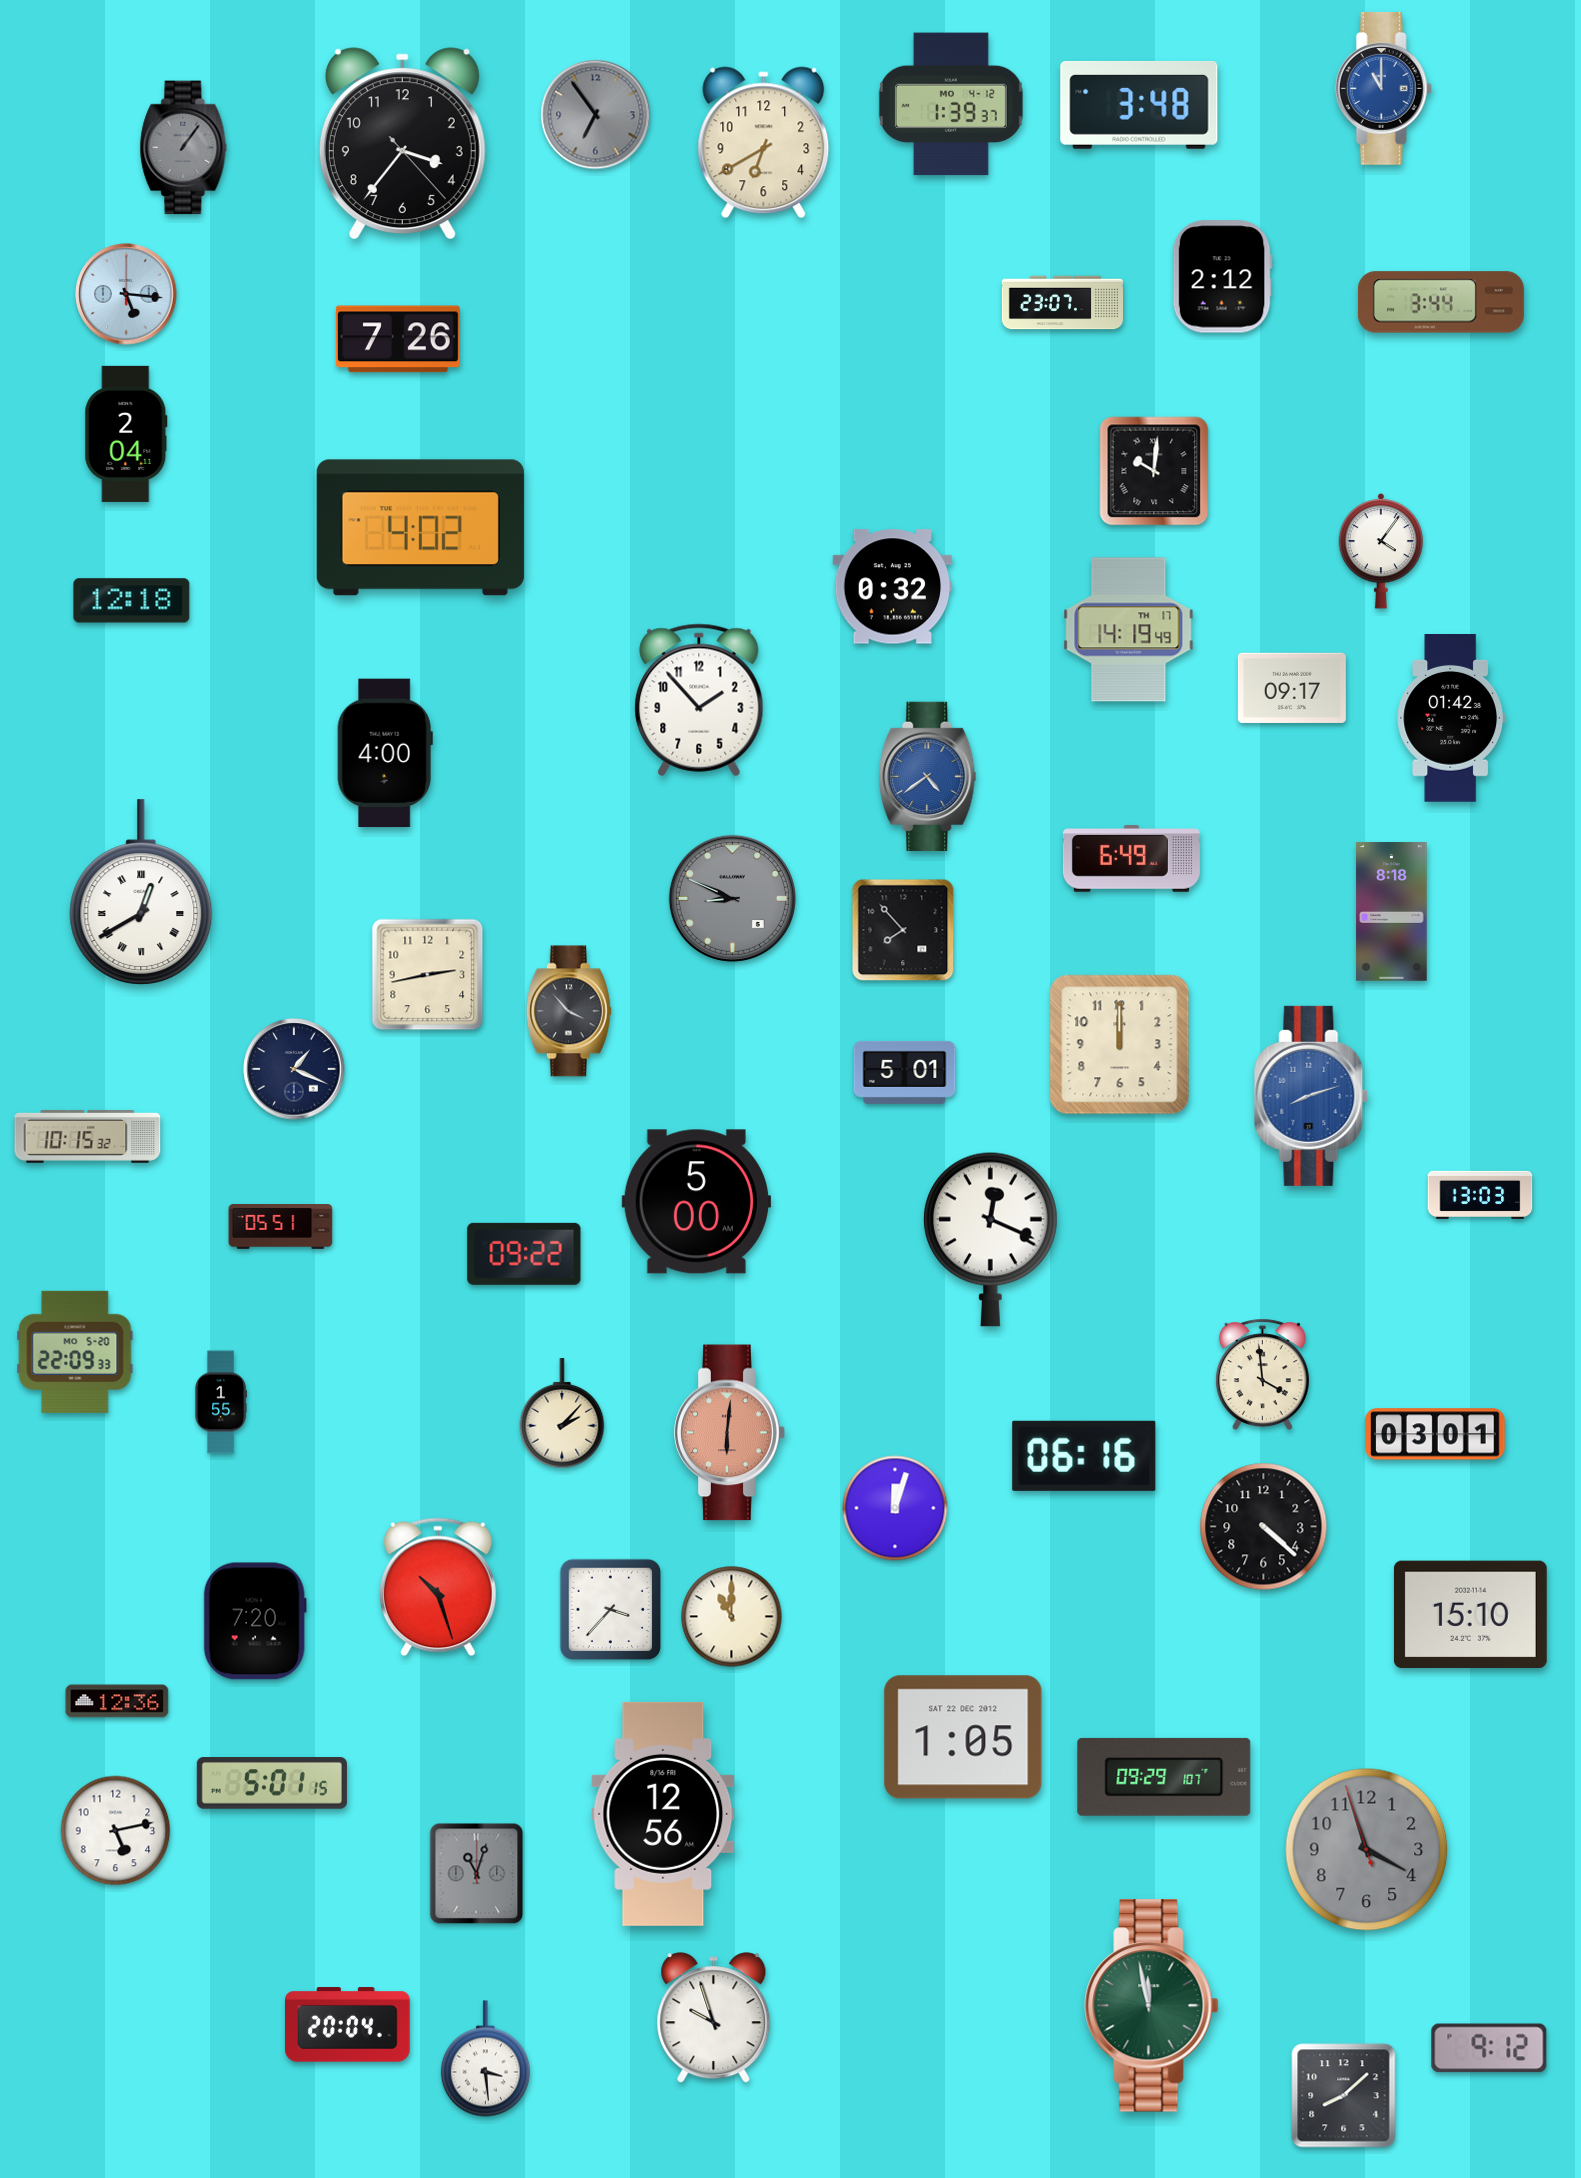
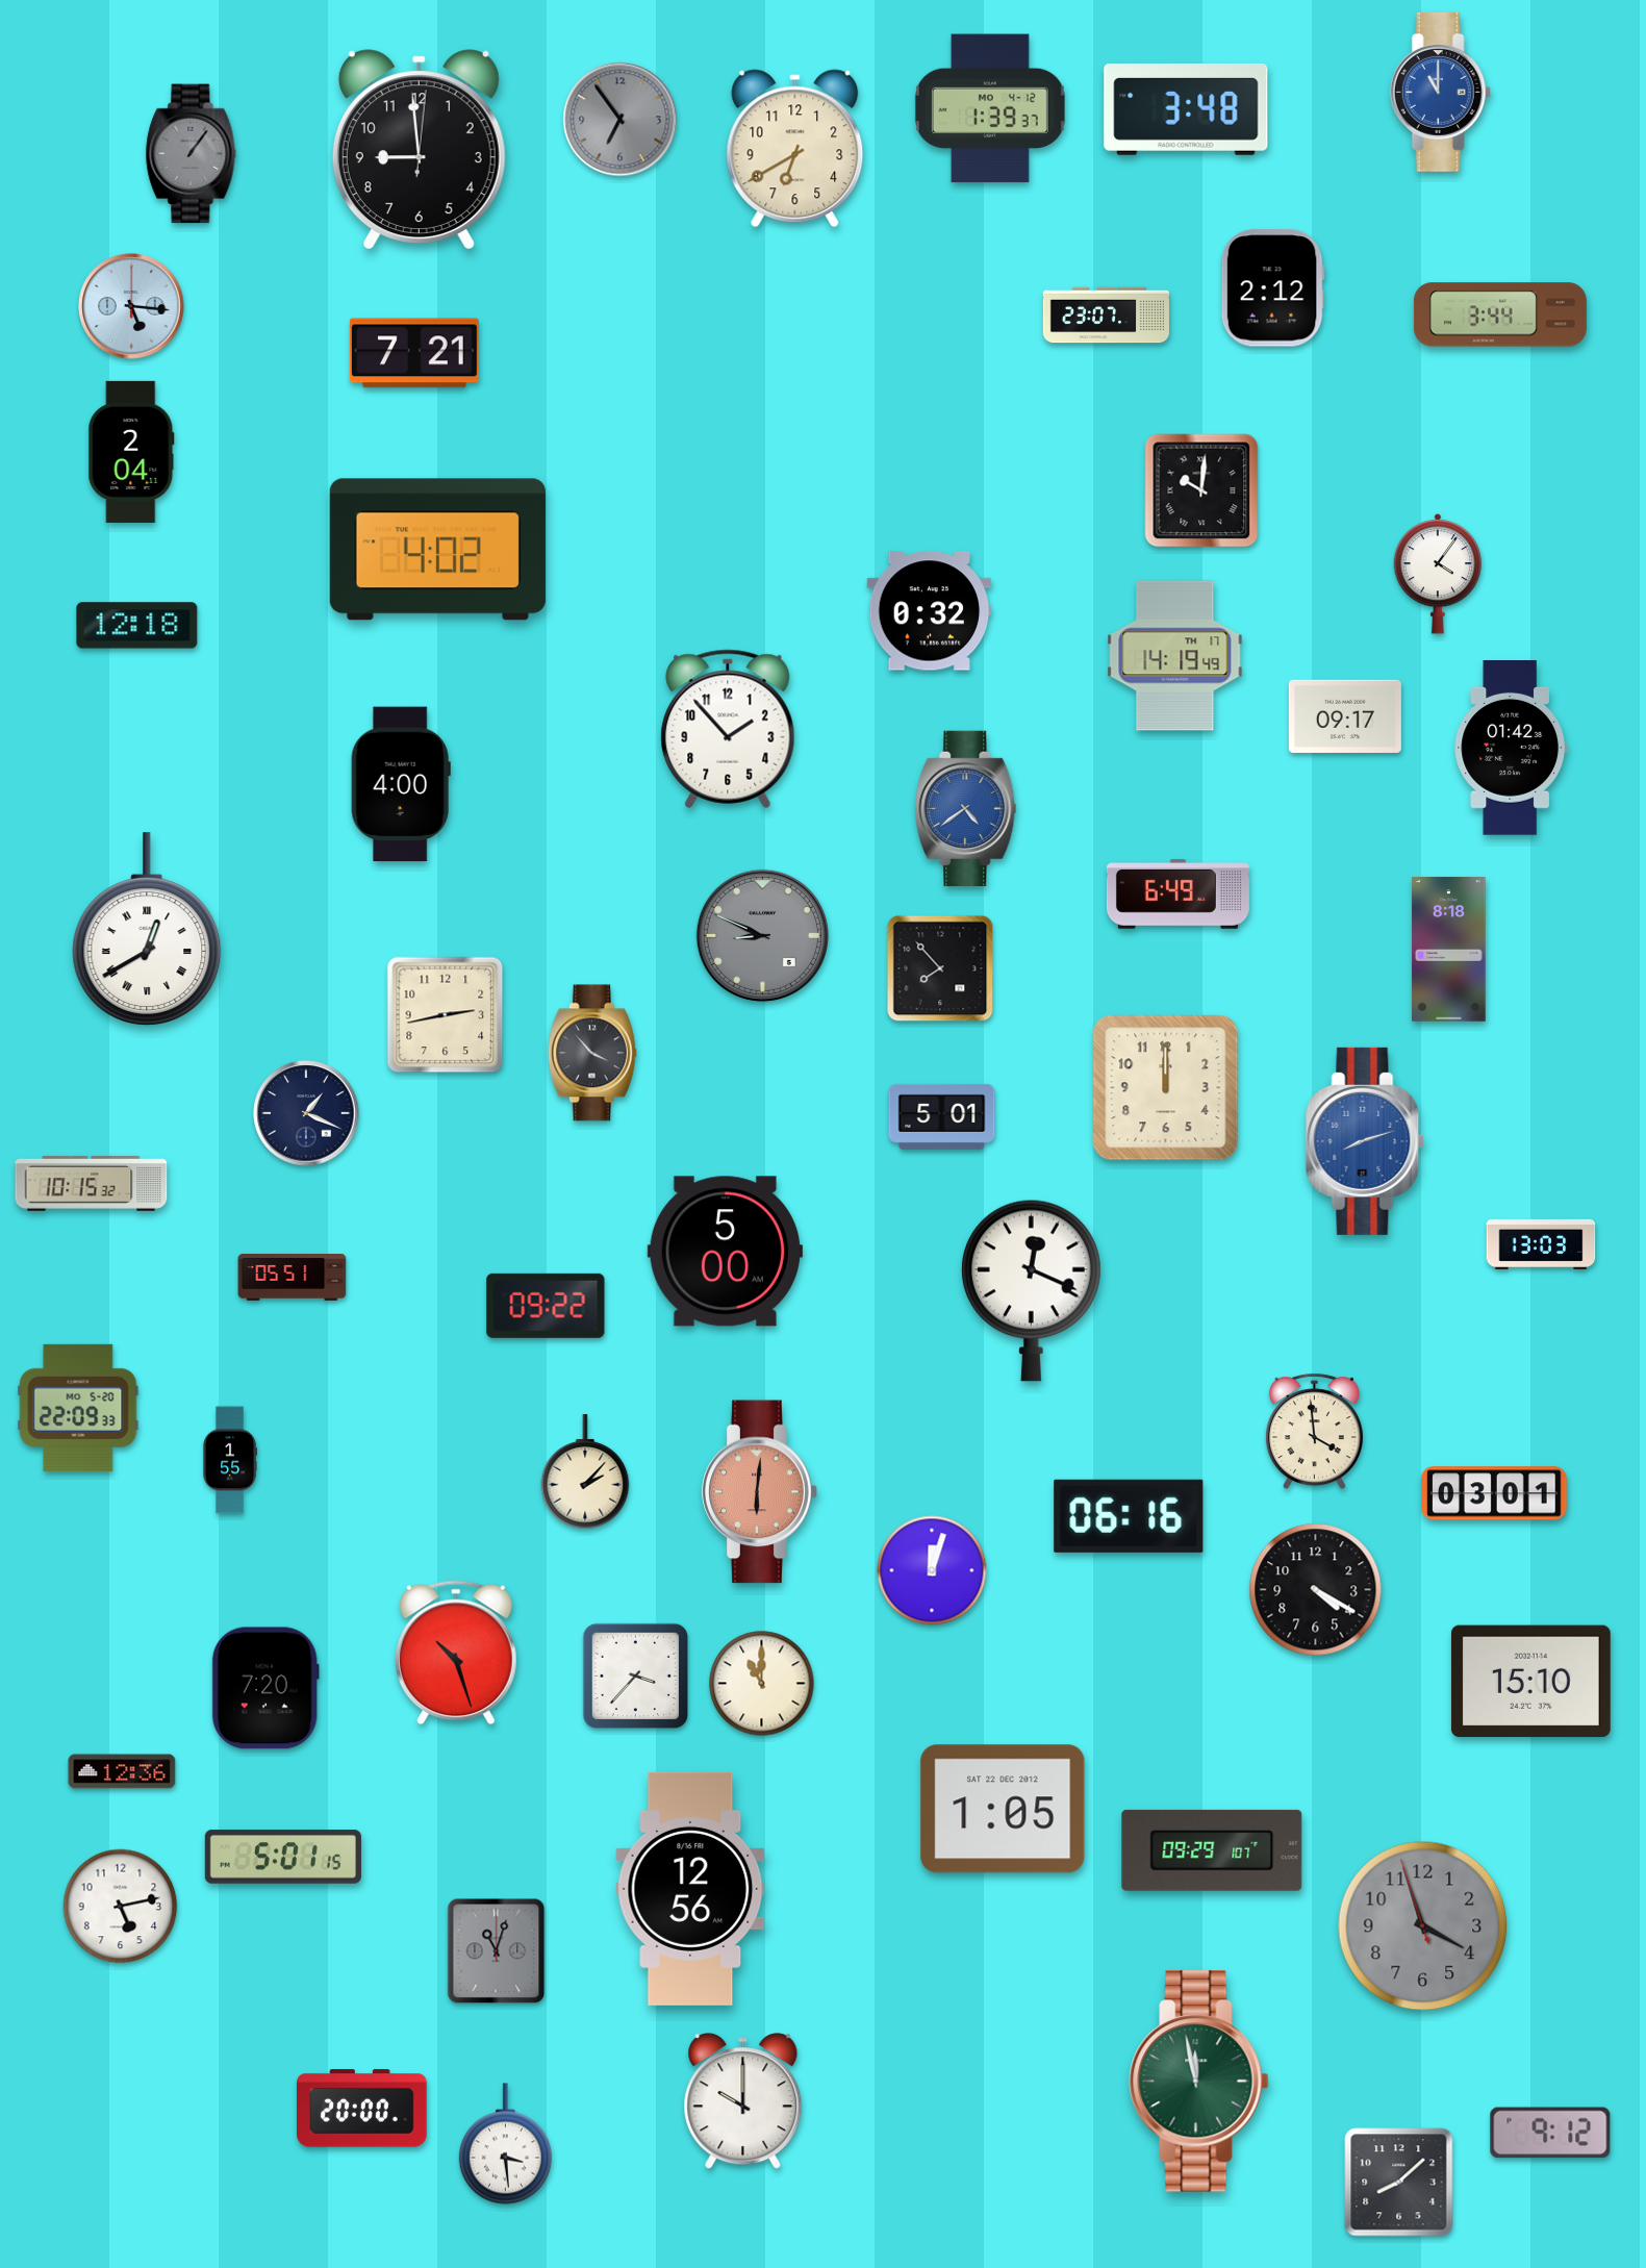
clock at (402, 144): 3:36 -> 8:59
clock at (398, 339): 7:26 -> 7:21
clock at (1264, 1527): 4:22 -> 4:20
clock at (1152, 2006) position: (1152, 2006) -> (1199, 2082)
clock at (714, 2018): 9:57 -> 10:00
clock at (348, 2025): 20:04 -> 20:00
